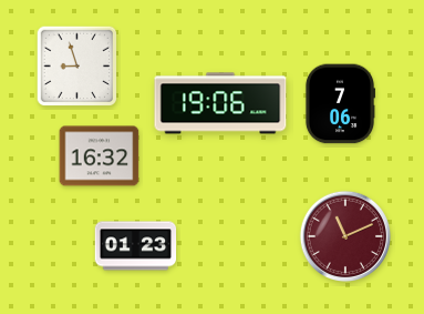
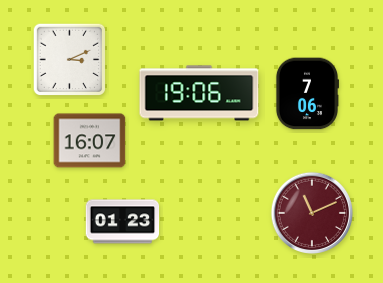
clock at (77, 67): 8:57 -> 3:11
clock at (100, 156): 16:32 -> 16:07
